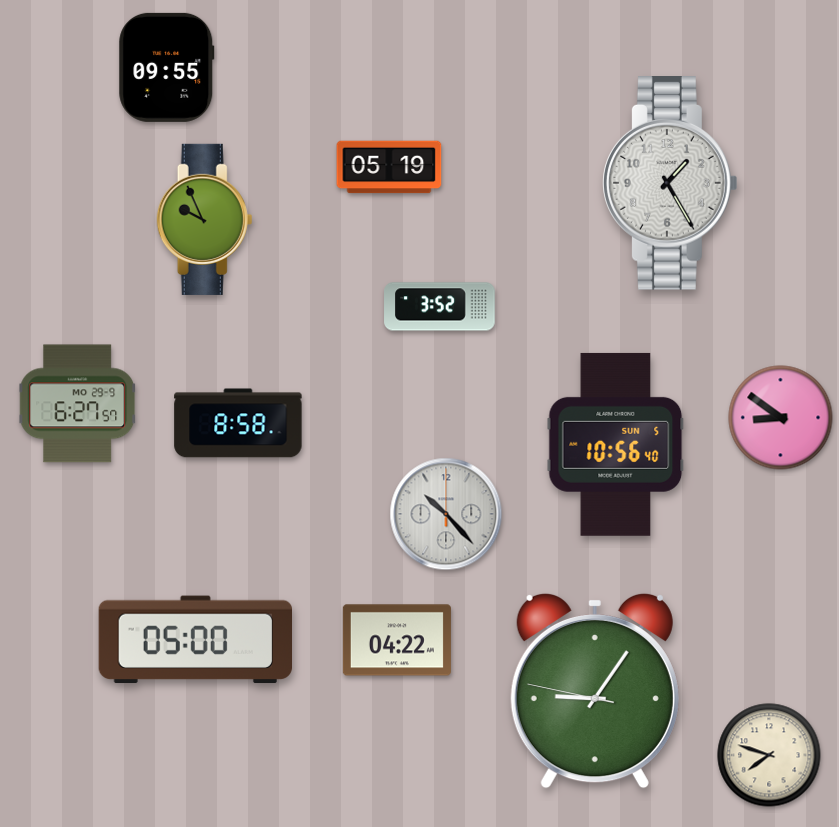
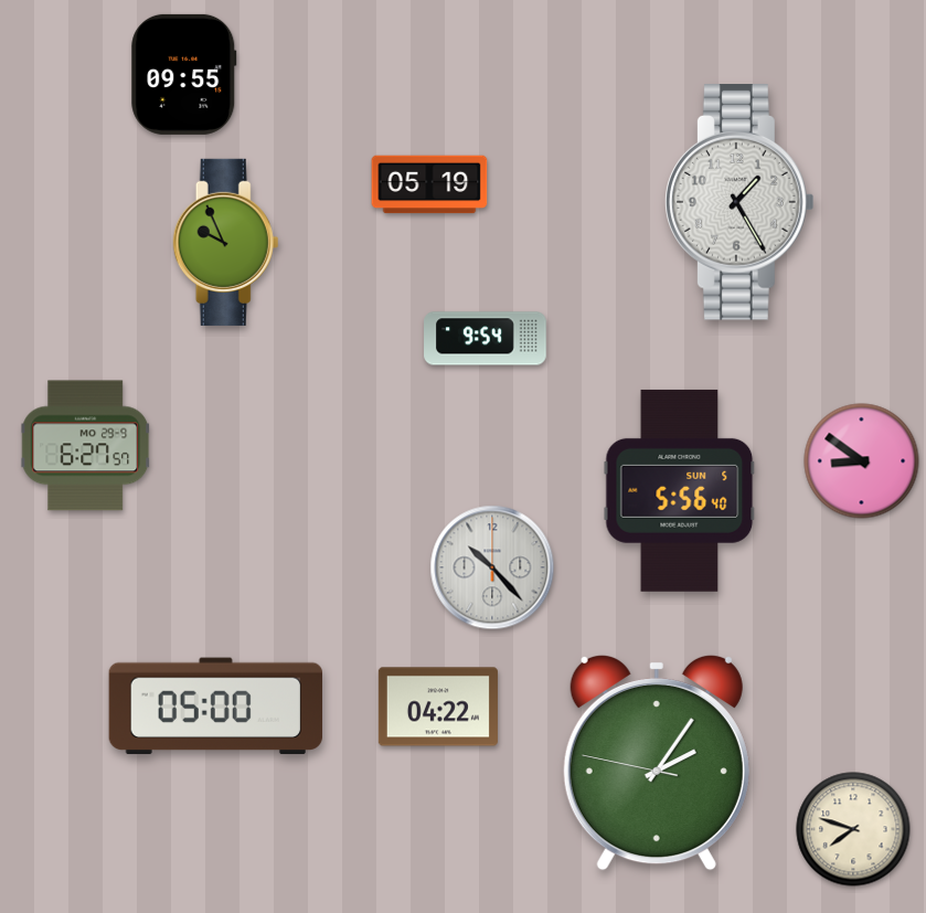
clock at (440, 307): 3:52 -> 9:54
clock at (238, 423): 8:58 -> none
clock at (616, 444): 10:56 -> 5:56
clock at (595, 691): 9:05 -> 2:05
clock at (769, 755) position: (769, 755) -> (853, 829)
